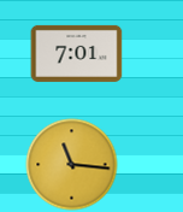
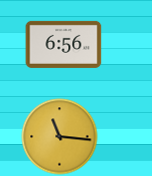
clock at (77, 53): 7:01 -> 6:56
